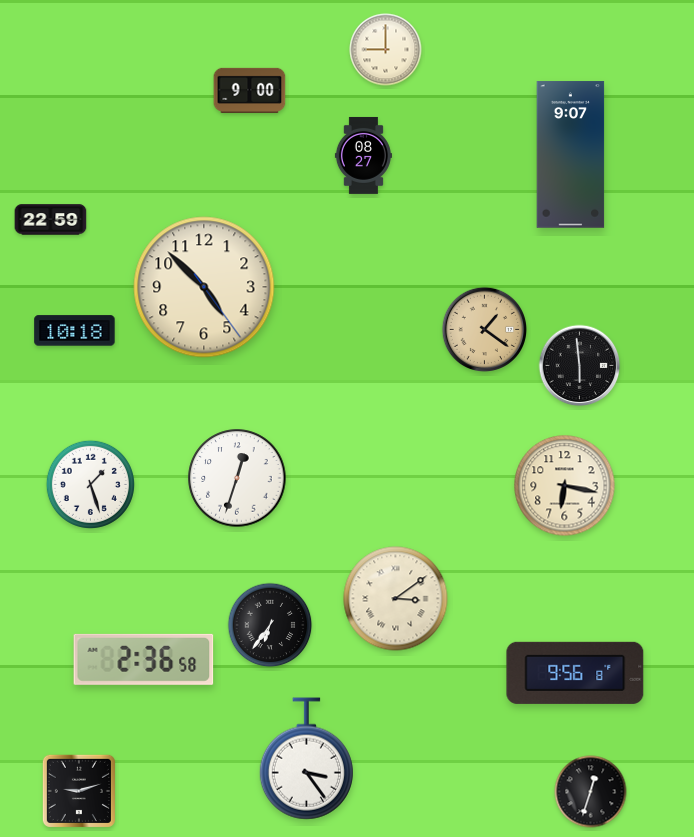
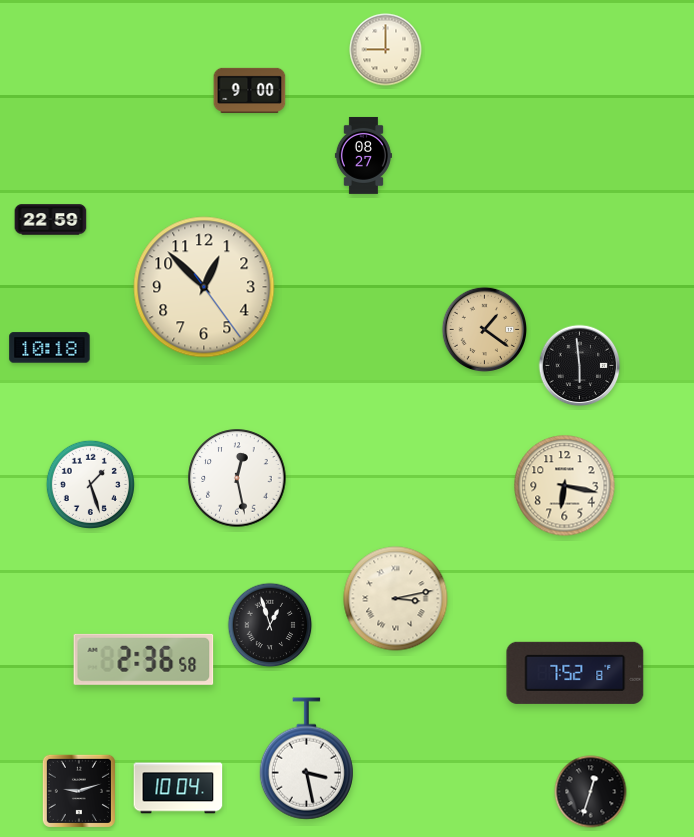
clock at (571, 155): 9:07 -> none
clock at (204, 287): 4:52 -> 12:52
clock at (75, 331) position: (75, 331) -> (50, 348)
clock at (237, 478): 12:33 -> 12:28
clock at (396, 599): 3:09 -> 3:13
clock at (270, 625): 6:36 -> 12:57
clock at (575, 673): 9:56 -> 7:52
clock at (306, 759): 3:24 -> 3:28
clock at (178, 788): none -> 10:04
